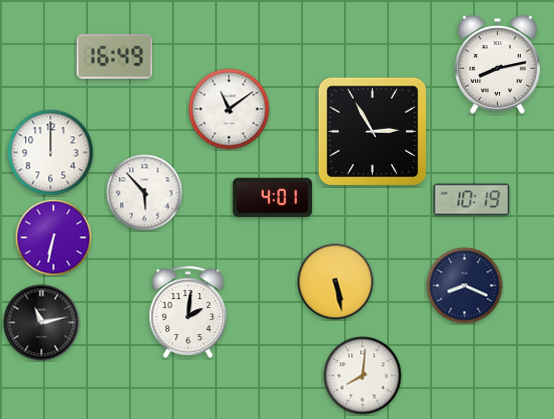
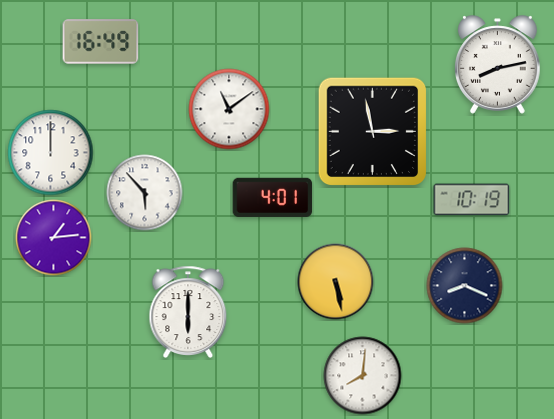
clock at (115, 57) position: (115, 57) -> (101, 42)
clock at (372, 131): 2:55 -> 2:58
clock at (54, 238): 6:32 -> 1:14
clock at (188, 311): 2:01 -> 6:00
clock at (42, 323): 11:13 -> none
